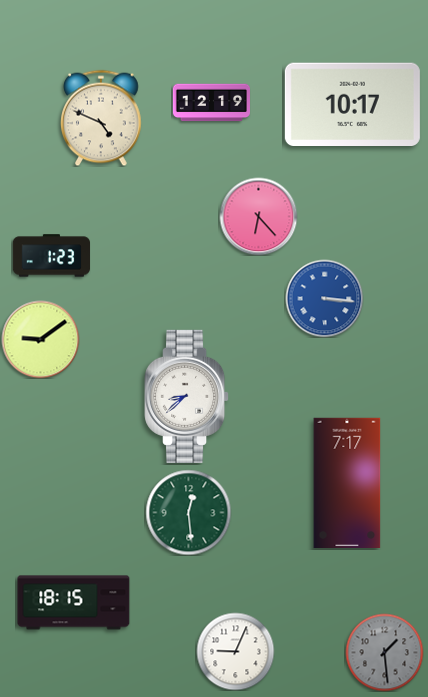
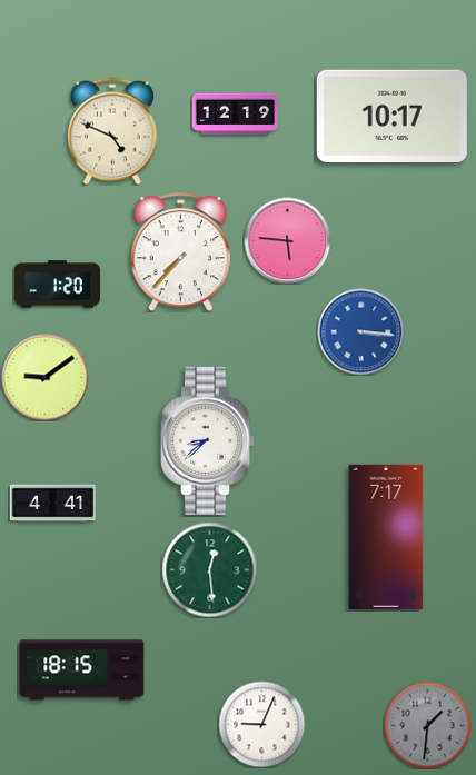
clock at (258, 216): 6:23 -> 5:46
clock at (180, 252): none -> 7:37
clock at (51, 256): 1:23 -> 1:20
clock at (52, 504): none -> 4:41
clock at (384, 652): 1:29 -> 1:31
